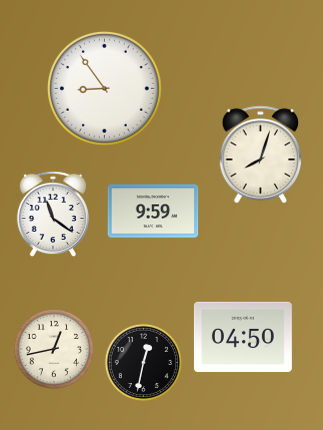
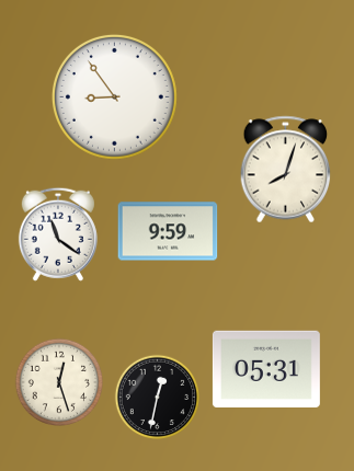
clock at (243, 336): 04:50 -> 05:31
clock at (53, 348): 12:43 -> 12:27
